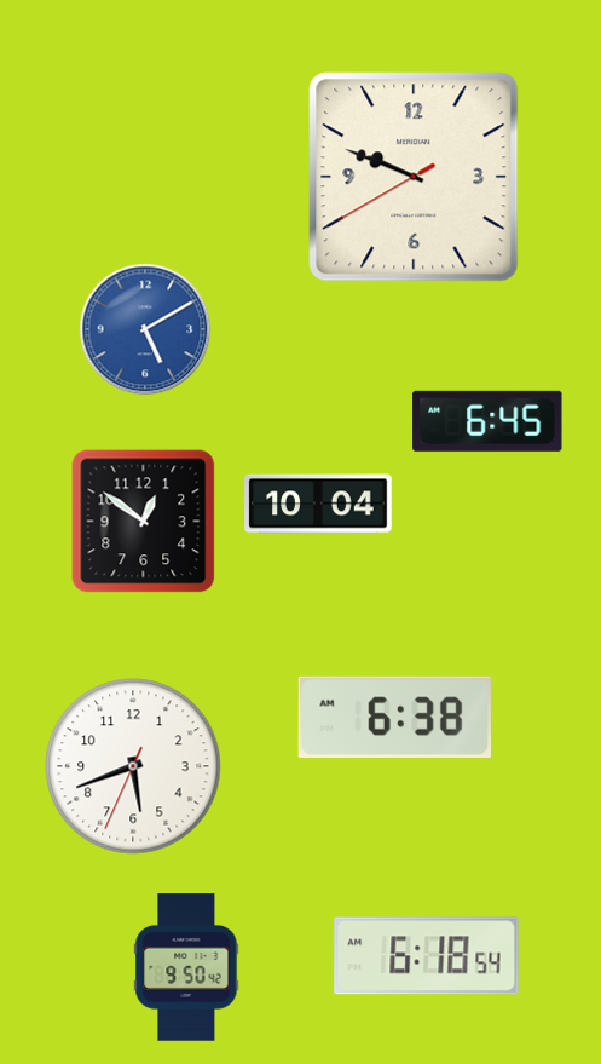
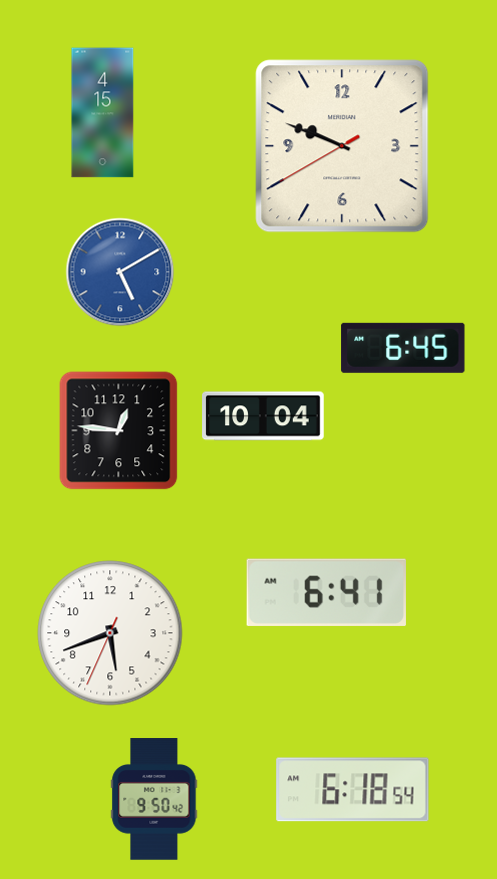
clock at (103, 113): none -> 4:15
clock at (144, 522): 12:51 -> 12:46
clock at (394, 717): 6:38 -> 6:41
